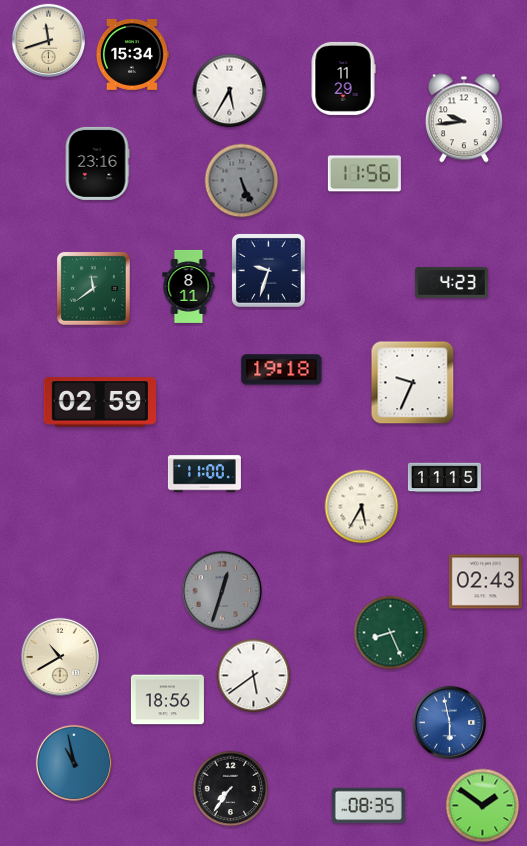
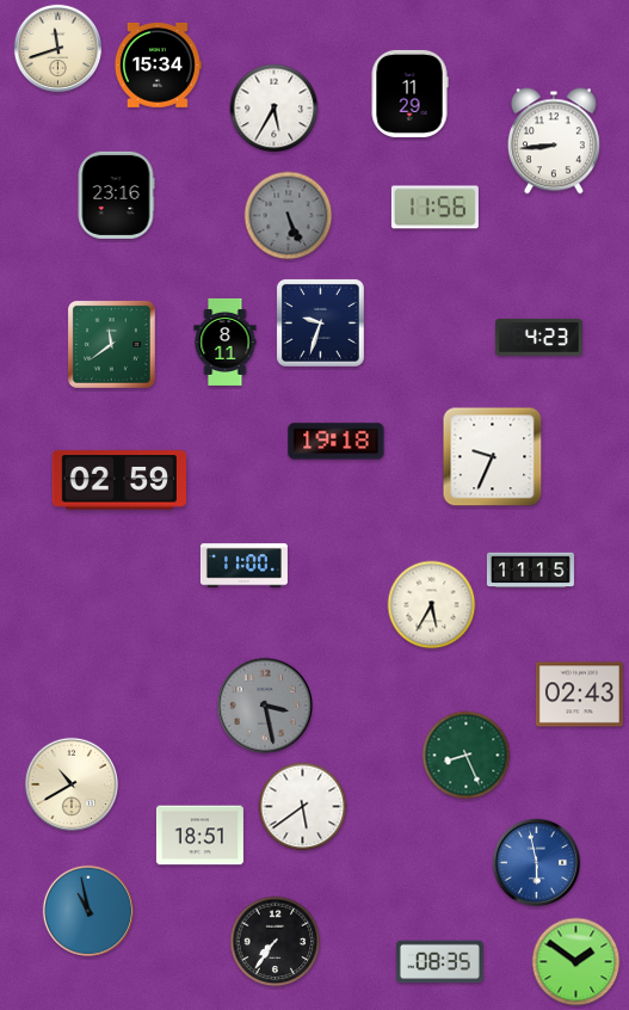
clock at (464, 118): 9:44 -> 8:44
clock at (222, 591): 12:33 -> 3:28
clock at (167, 700): 18:56 -> 18:51
